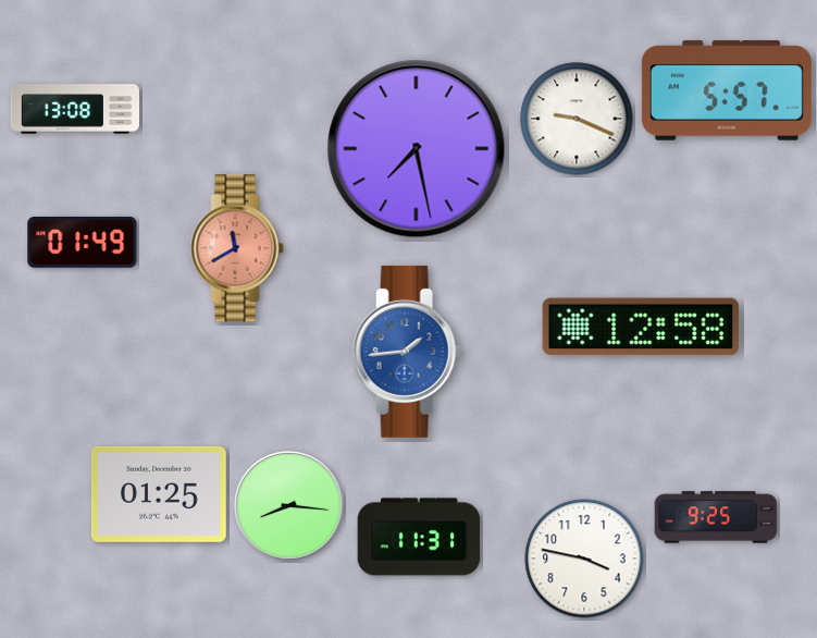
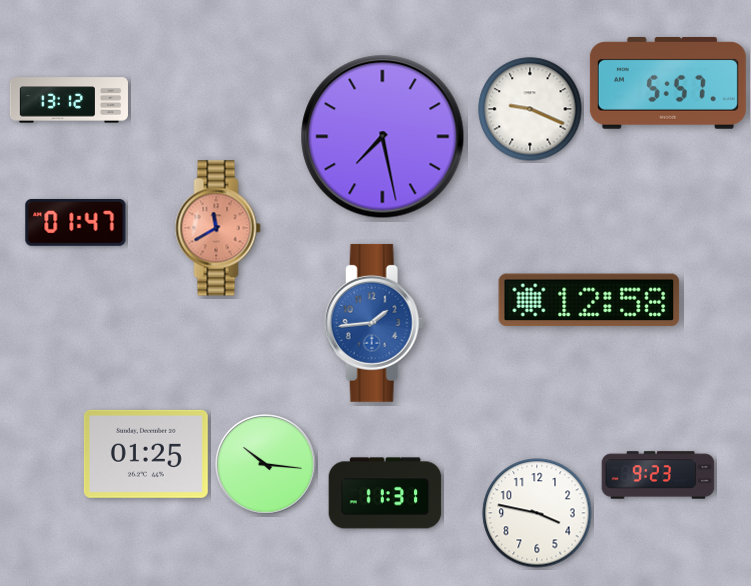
clock at (75, 109): 13:08 -> 13:12
clock at (83, 243): 01:49 -> 01:47
clock at (289, 506): 8:16 -> 10:16
clock at (716, 517): 9:25 -> 9:23
